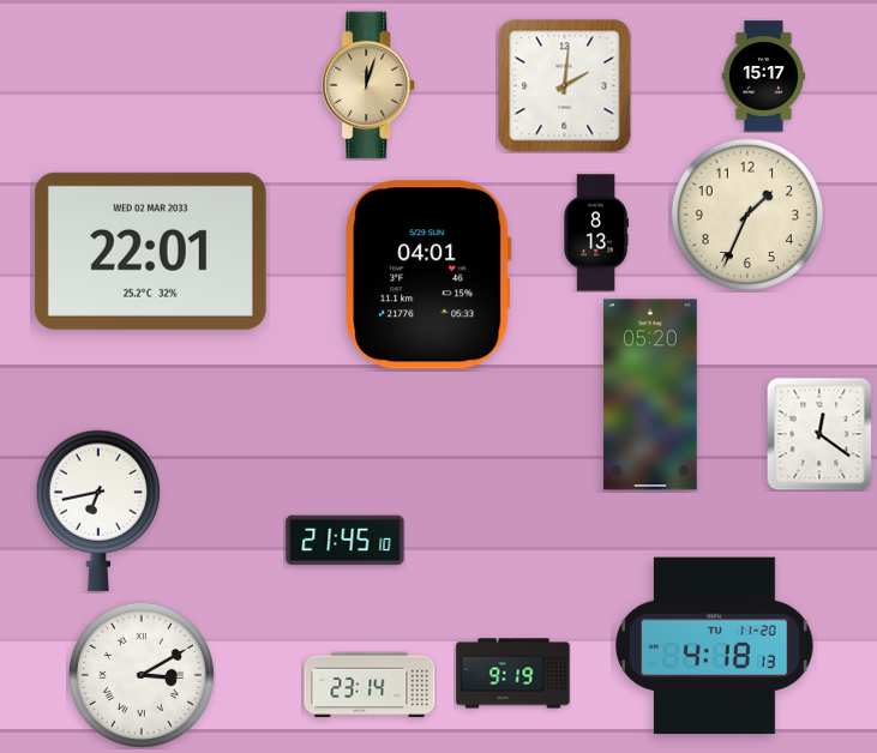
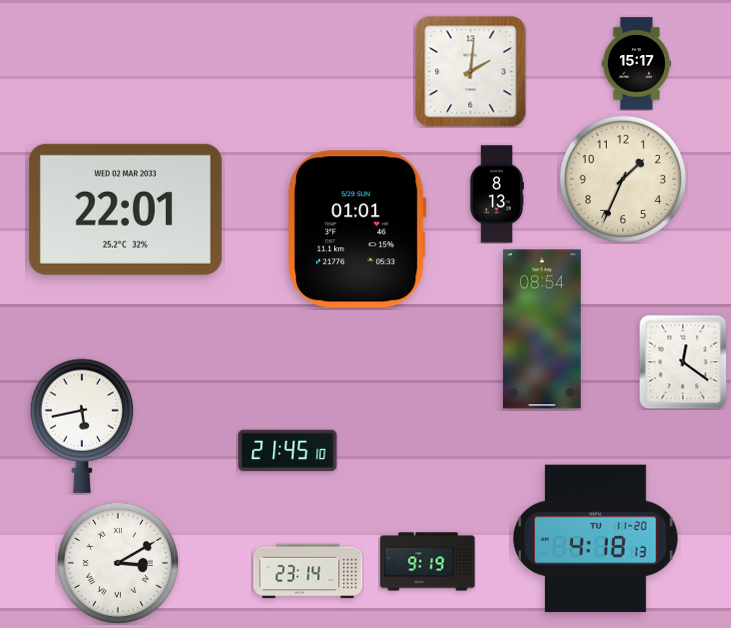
clock at (370, 85): 12:03 -> none
clock at (428, 275): 04:01 -> 01:01
clock at (650, 394): 05:20 -> 08:54
clock at (97, 511): 6:43 -> 5:43
